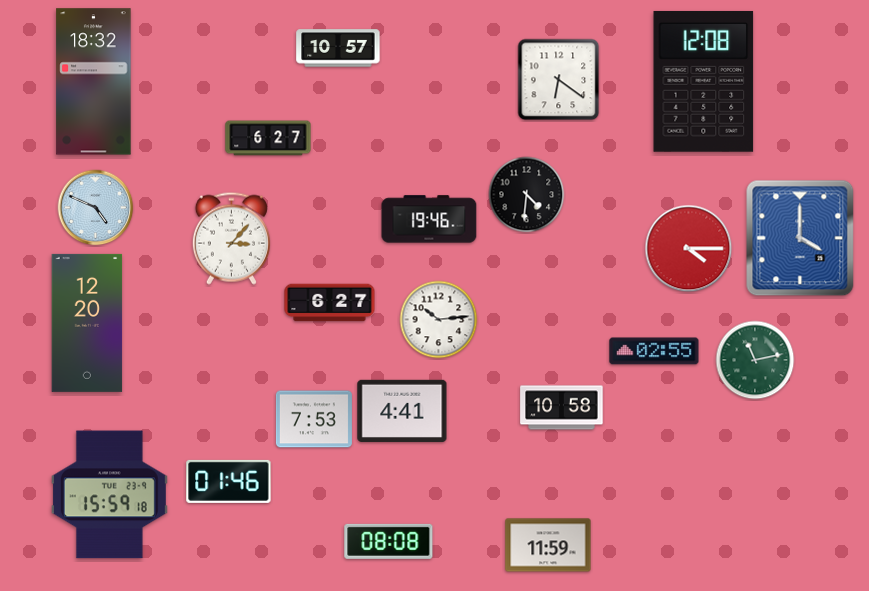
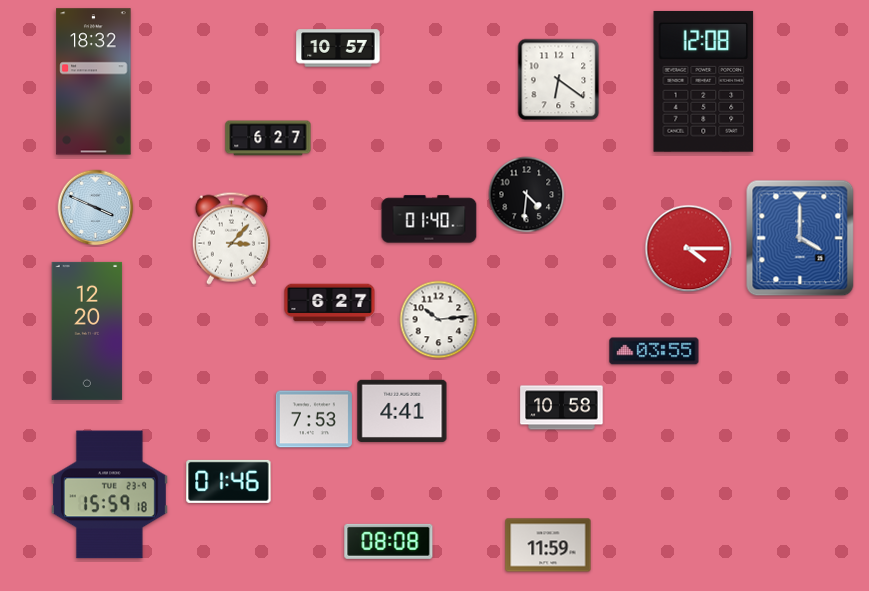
clock at (96, 208): 4:49 -> 3:49
clock at (429, 219): 19:46 -> 01:40
clock at (87, 323) position: (87, 323) -> (87, 331)
clock at (654, 351): 02:55 -> 03:55
clock at (755, 360): 11:13 -> none
